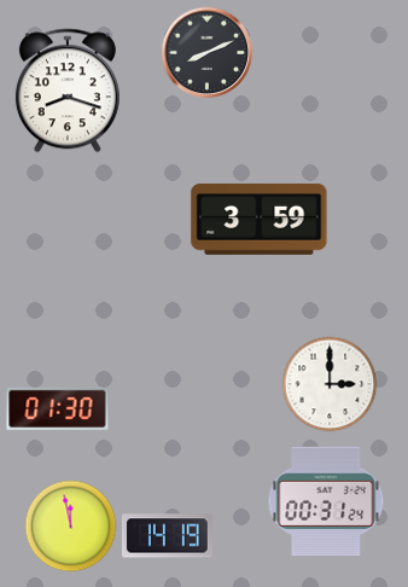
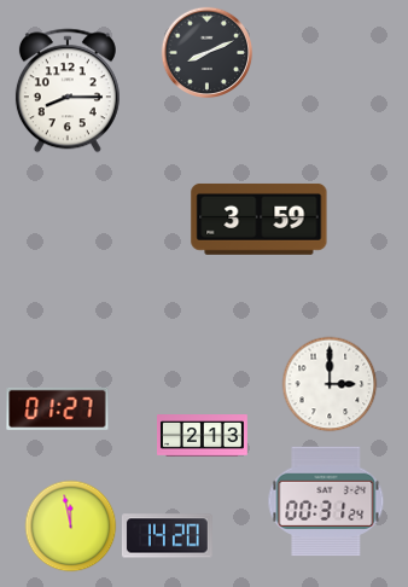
clock at (68, 91): 8:18 -> 8:15
clock at (58, 408): 01:30 -> 01:27
clock at (203, 436): none -> 2:13
clock at (167, 536): 14:19 -> 14:20
